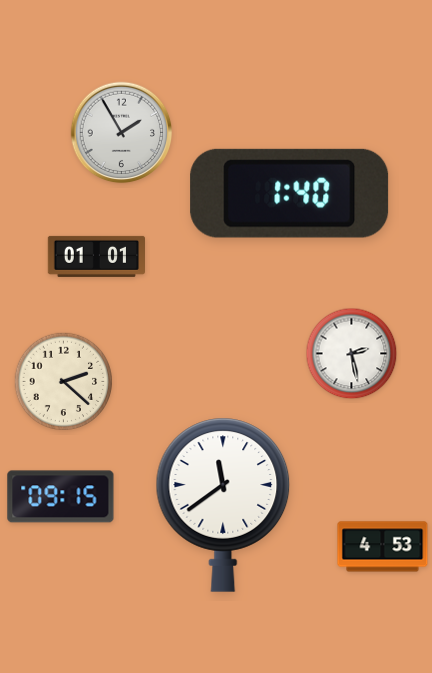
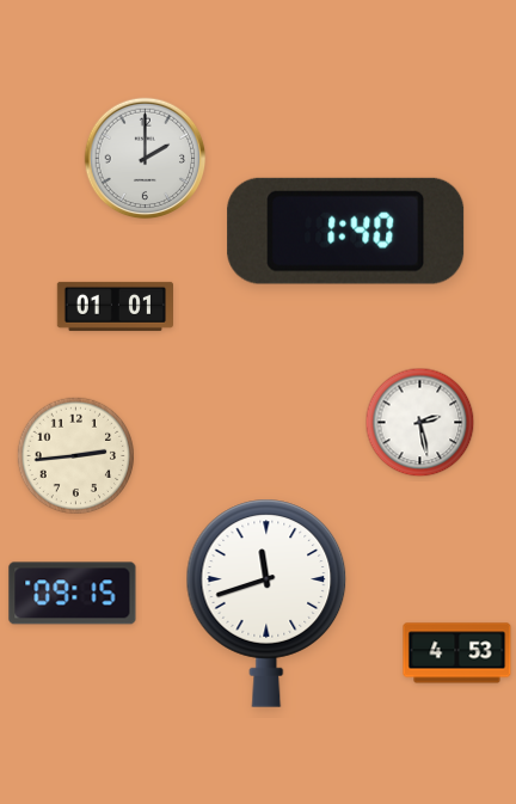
clock at (122, 133): 1:55 -> 2:00
clock at (64, 382): 2:22 -> 2:44
clock at (223, 505): 11:39 -> 11:42
